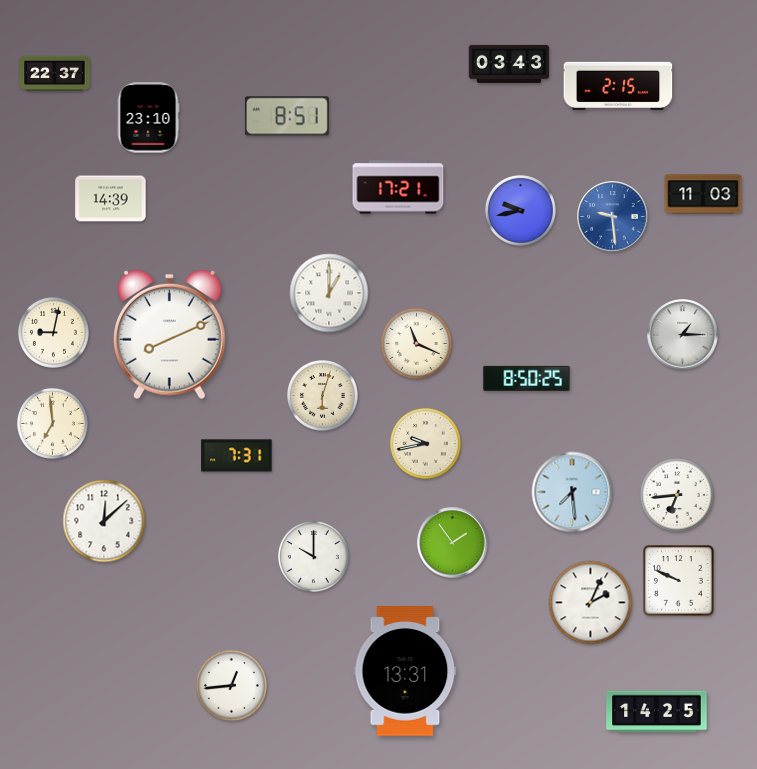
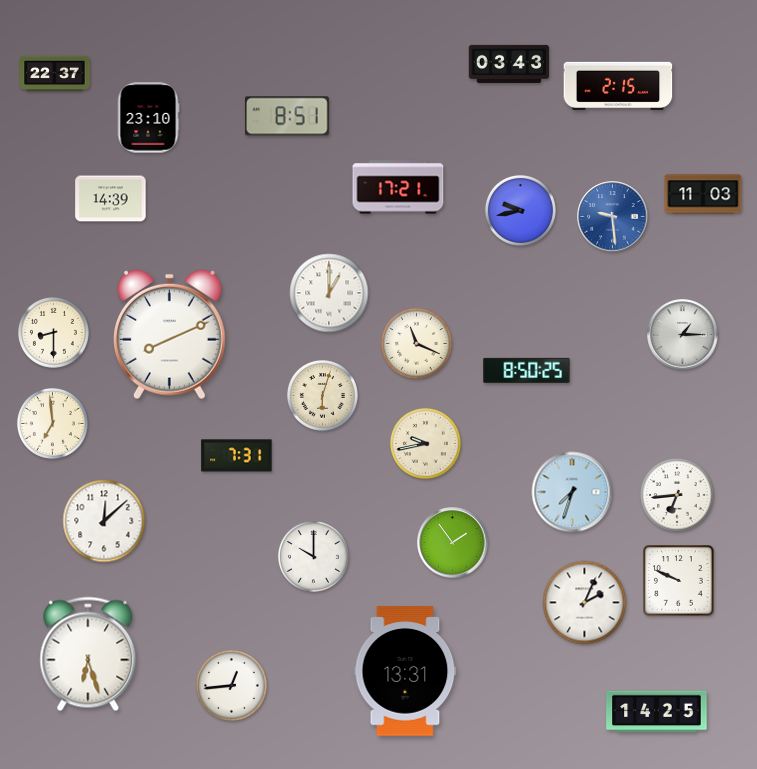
clock at (53, 332): 9:02 -> 8:30
clock at (527, 378) position: (527, 378) -> (527, 370)
clock at (572, 492): 7:29 -> 7:33
clock at (591, 603) position: (591, 603) -> (585, 603)
clock at (88, 654): none -> 6:27
